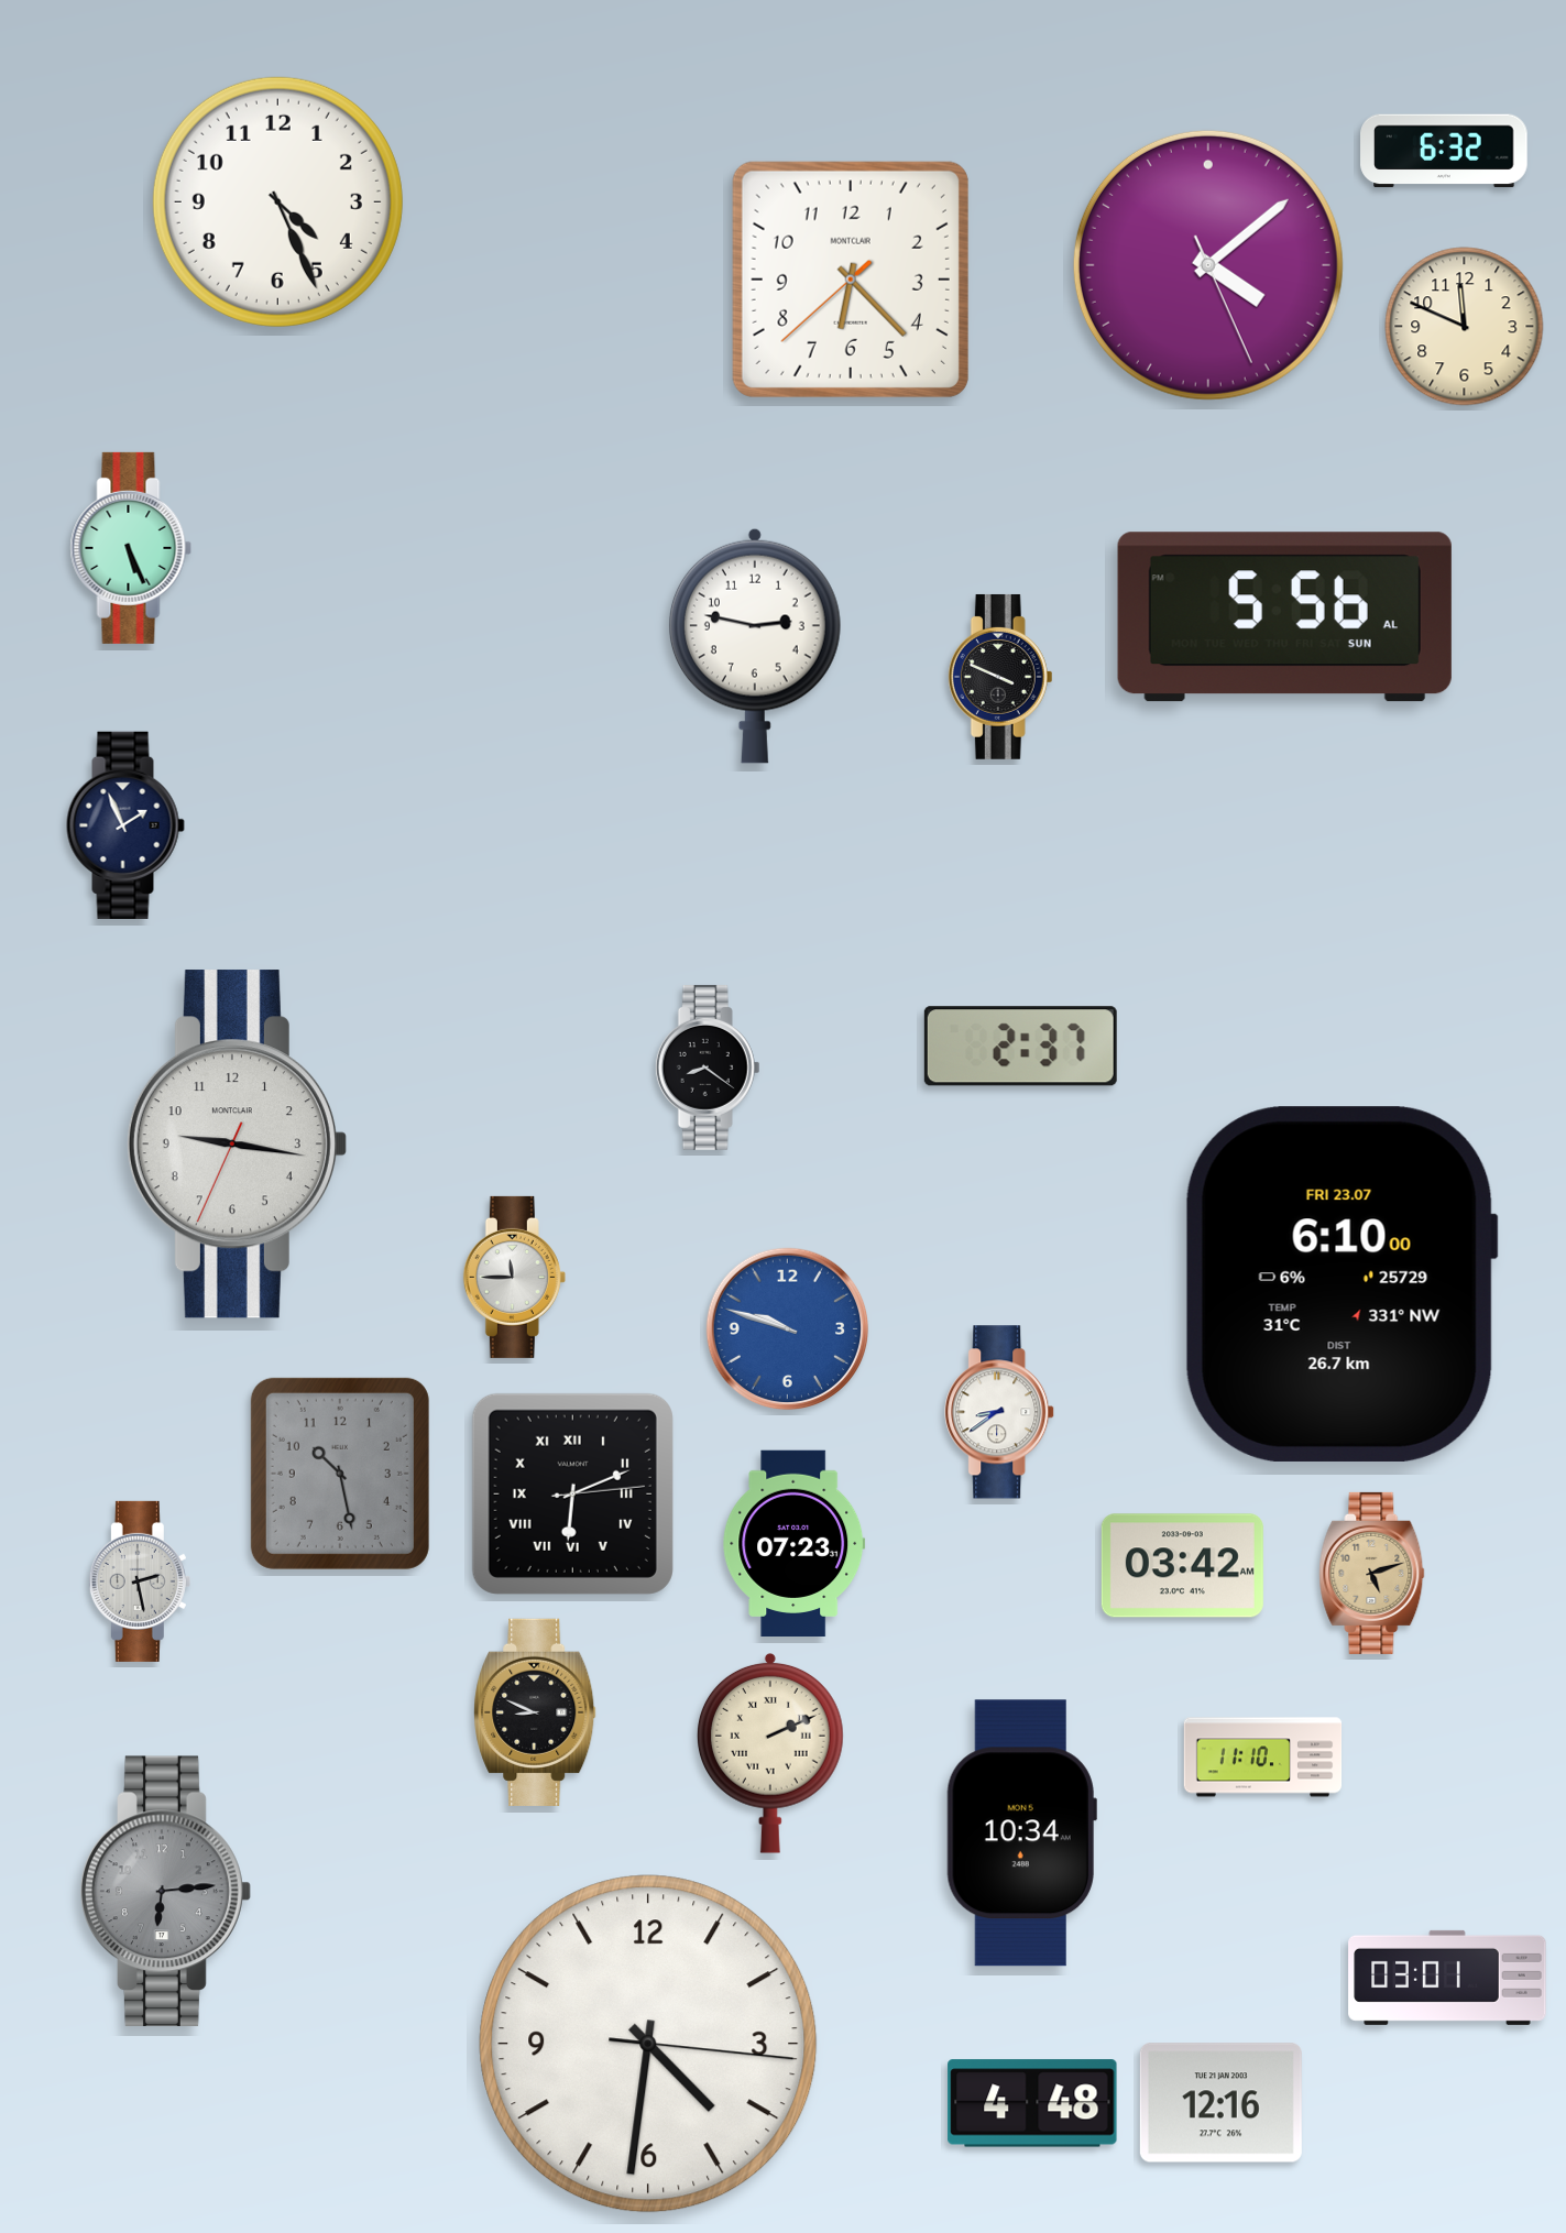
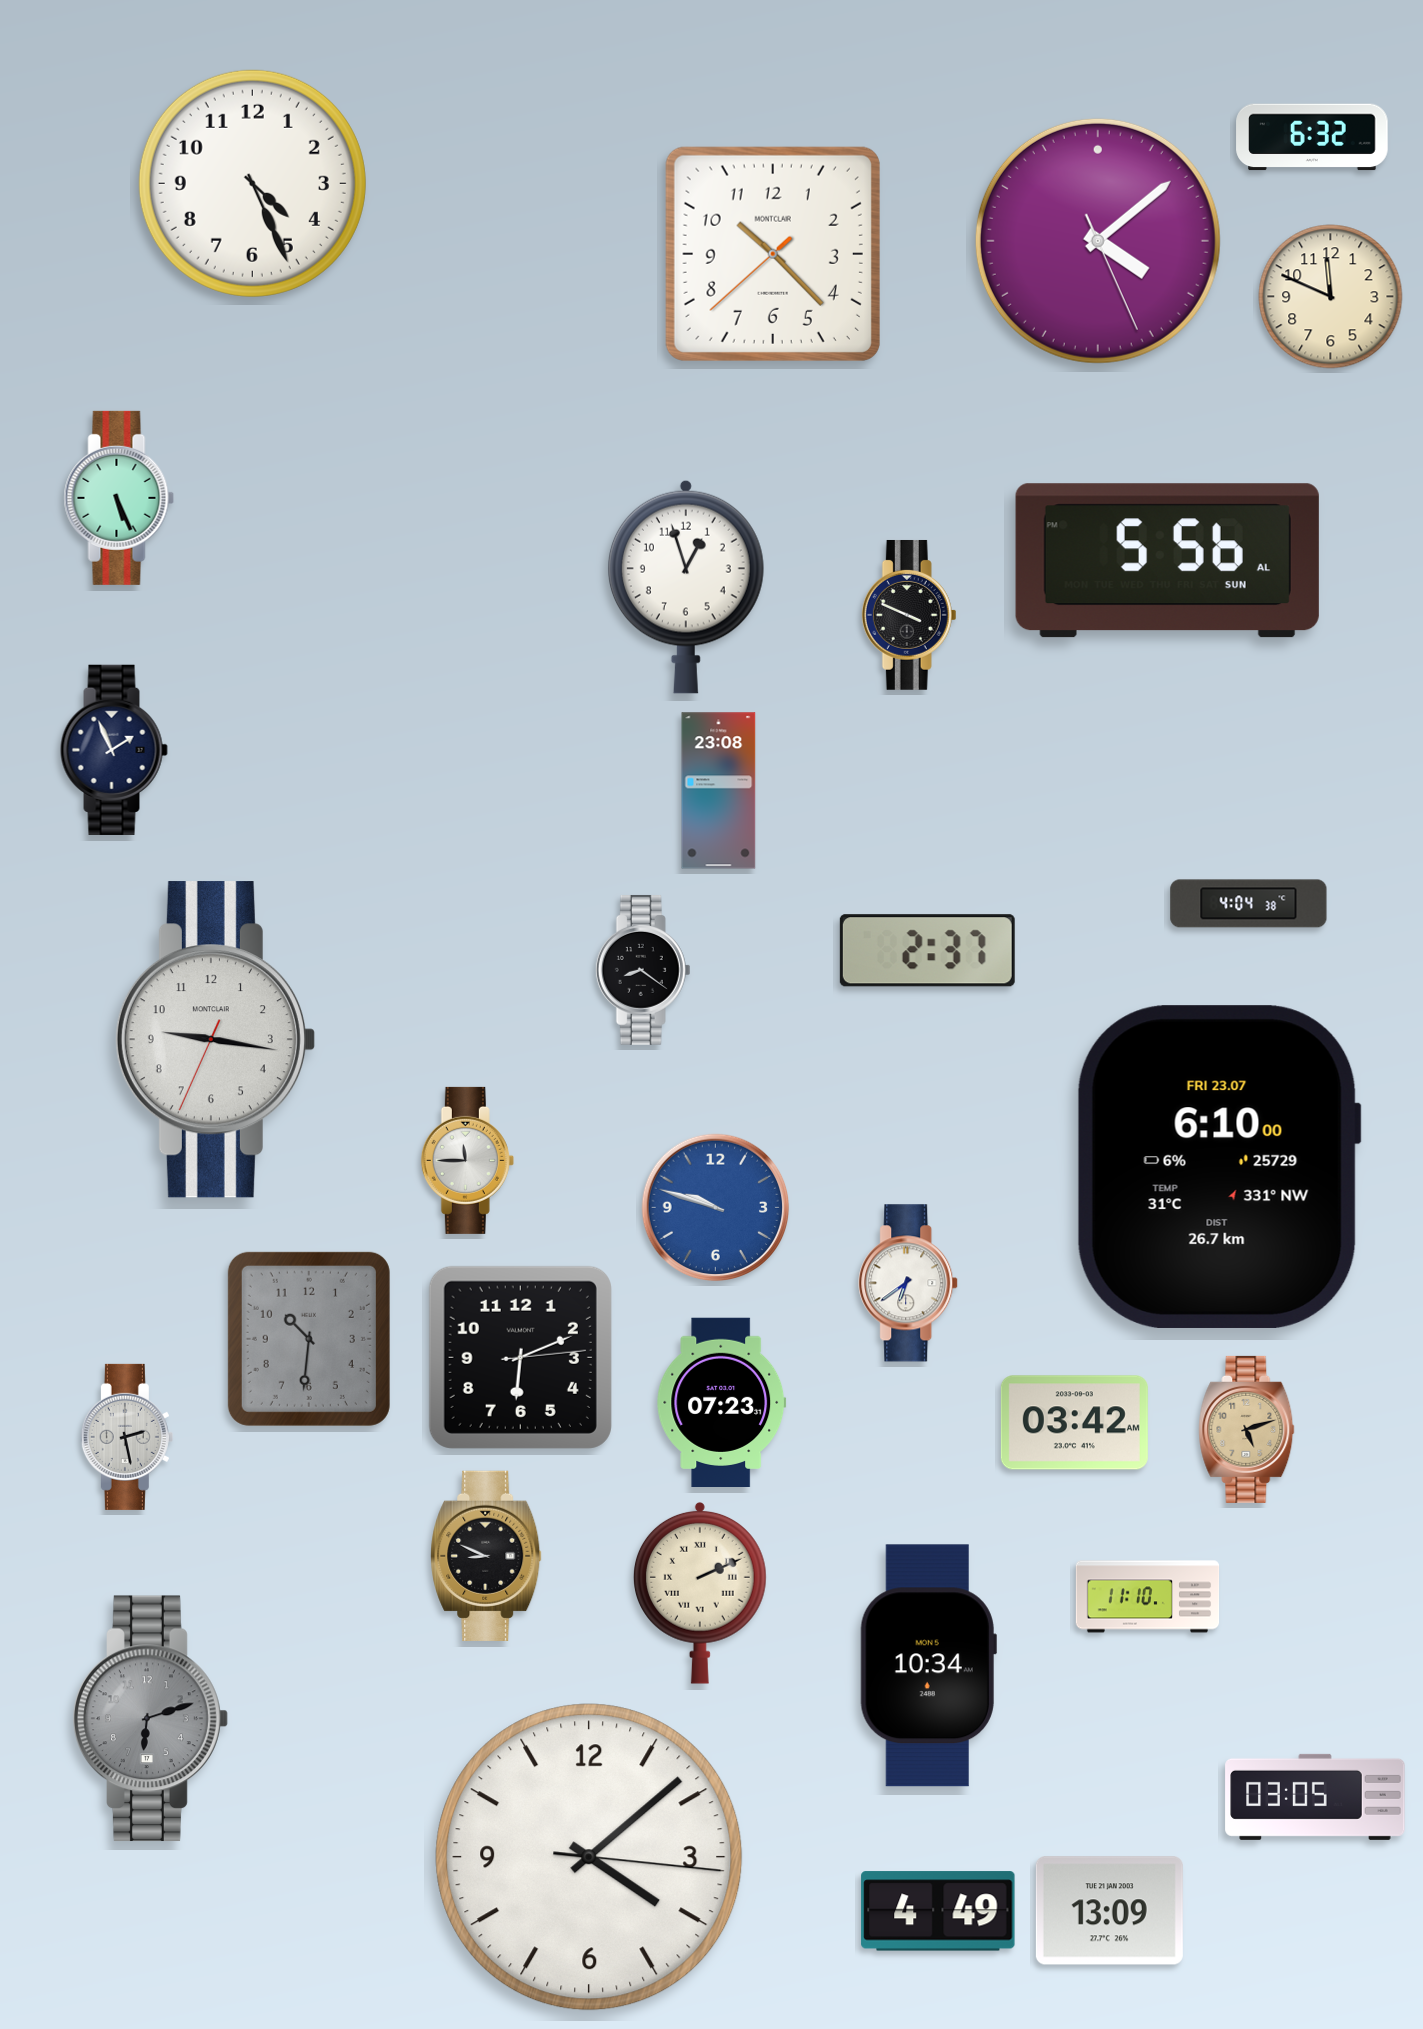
clock at (851, 280): 6:22 -> 10:22
clock at (755, 646): 2:47 -> 12:57
clock at (719, 791): none -> 23:08
clock at (1249, 904): none -> 4:04
clock at (1000, 1412): 8:39 -> 6:39
clock at (340, 1474): 10:28 -> 10:31
clock at (572, 1493) numerals: Roman -> Arabic
clock at (166, 1892): 6:14 -> 6:12
clock at (1447, 1978): 03:01 -> 03:05
clock at (648, 2044): 4:31 -> 4:08
clock at (1032, 2103): 4:48 -> 4:49
clock at (1220, 2103): 12:16 -> 13:09
